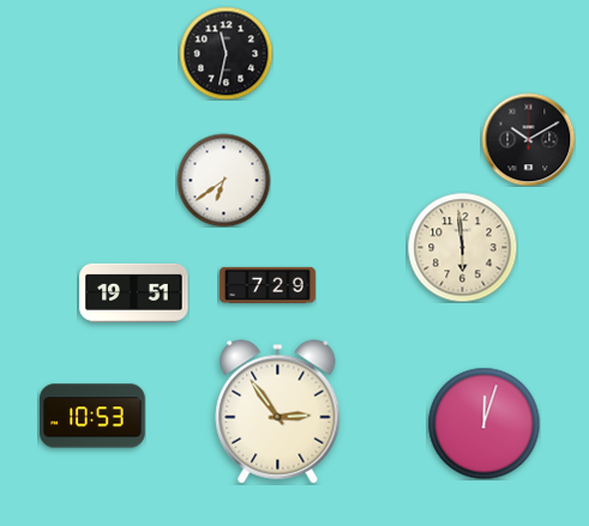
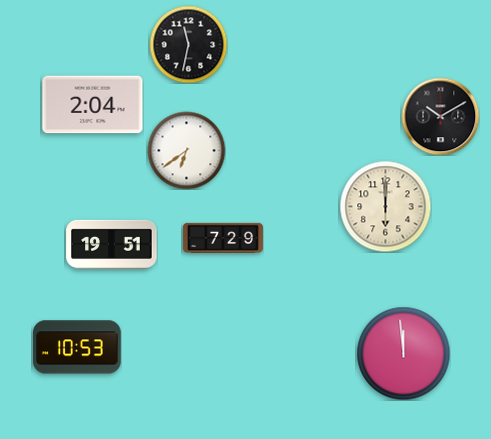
clock at (93, 105): none -> 2:04
clock at (462, 247): 5:59 -> 6:00
clock at (278, 412): 2:54 -> none
clock at (483, 423): 12:03 -> 11:59
